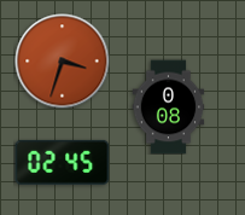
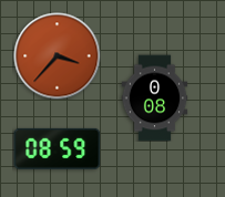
clock at (62, 60): 3:33 -> 3:37
clock at (62, 162): 02:45 -> 08:59
